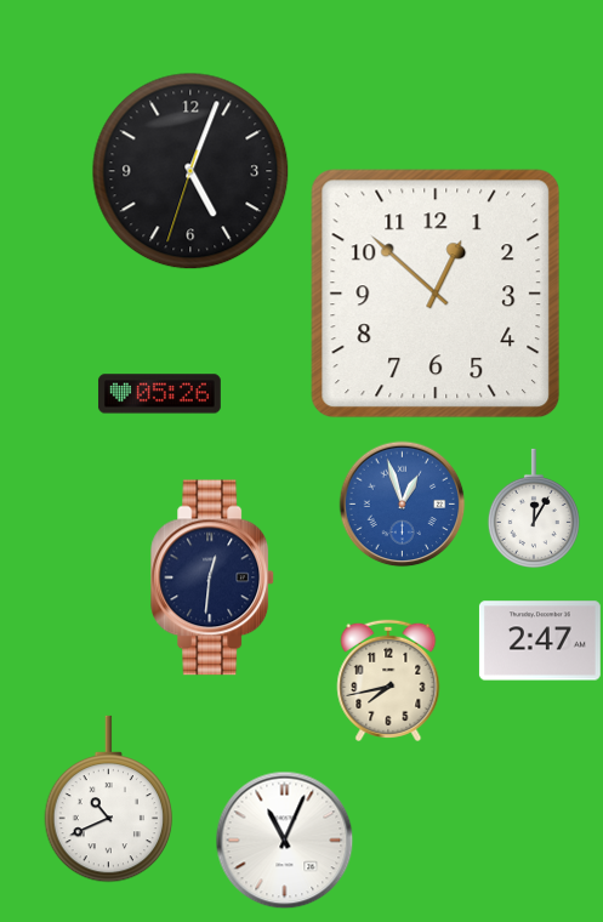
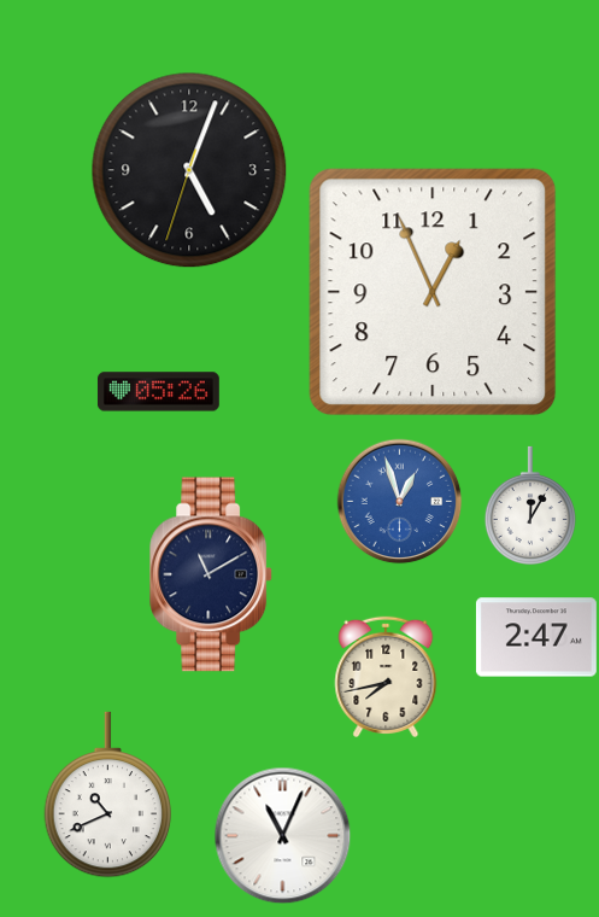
clock at (436, 294): 12:52 -> 12:56
clock at (214, 577): 12:31 -> 11:10
